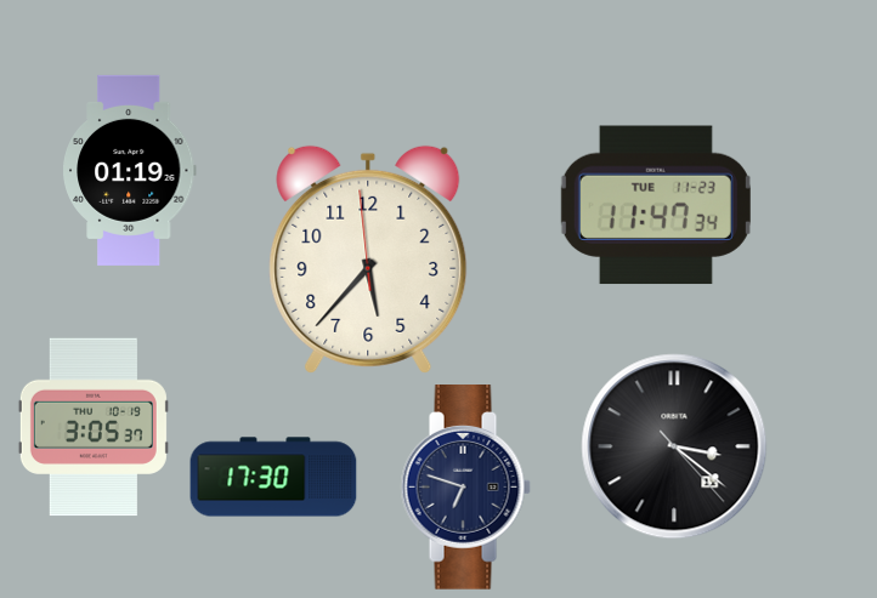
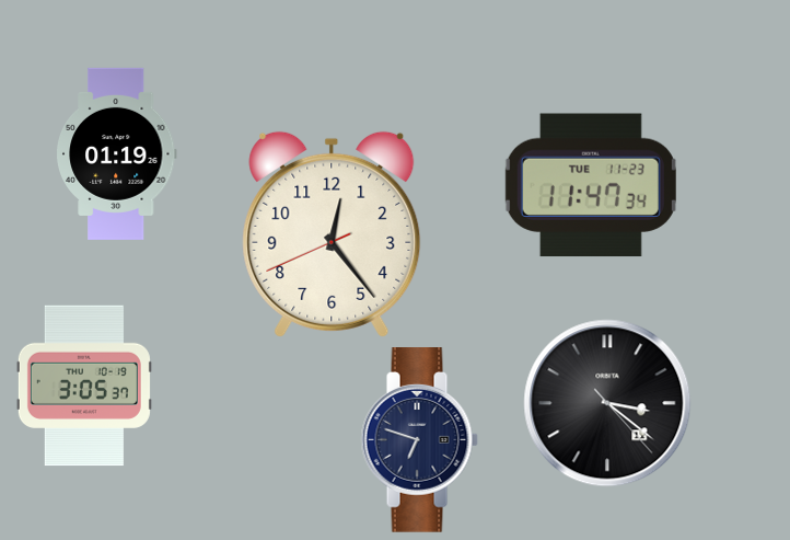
clock at (368, 260): 5:36 -> 12:23
clock at (273, 477): 17:30 -> none
